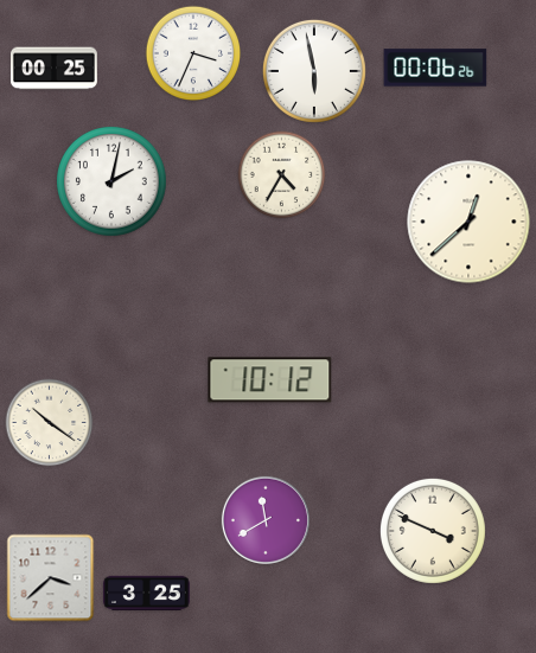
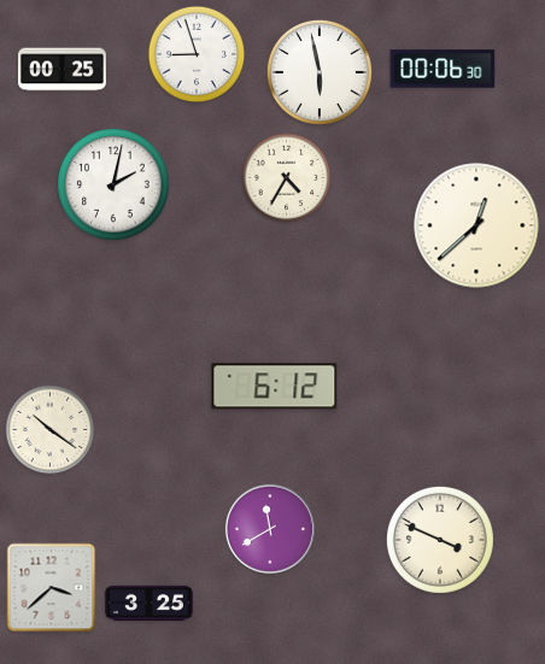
clock at (193, 53): 3:34 -> 8:57
clock at (435, 68): 00:06:26 -> 00:06:30
clock at (53, 69) position: (53, 69) -> (61, 70)
clock at (270, 380): 10:12 -> 6:12
